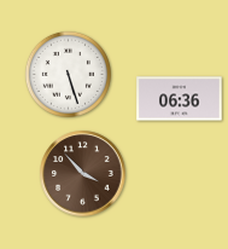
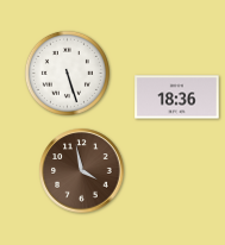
clock at (180, 99): 06:36 -> 18:36
clock at (83, 174): 3:53 -> 3:58
